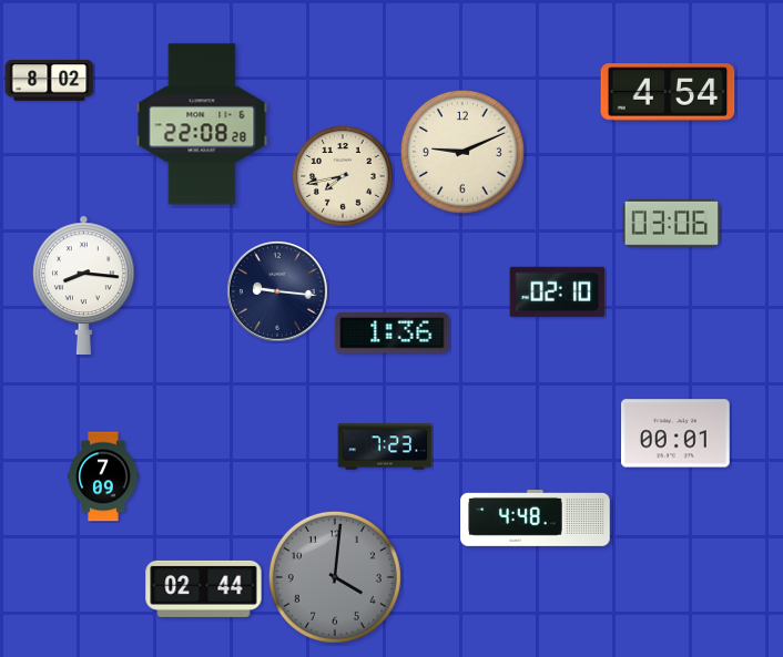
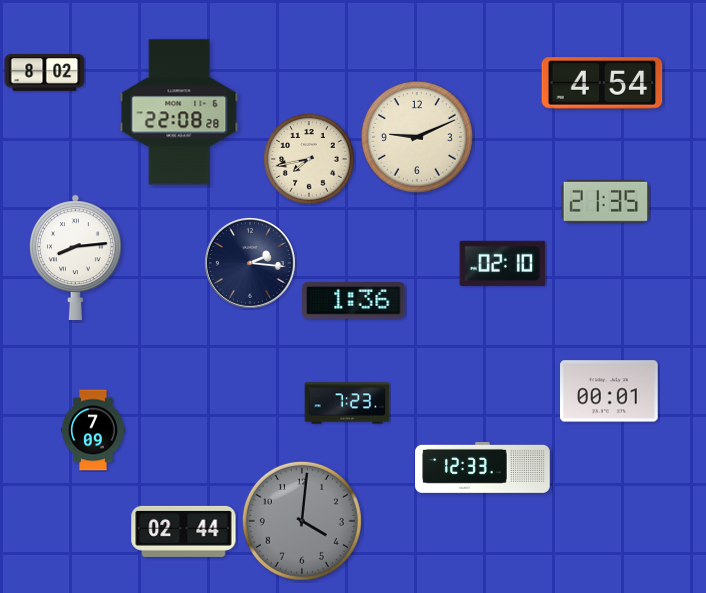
clock at (202, 124) position: (202, 124) -> (179, 112)
clock at (672, 223): 03:06 -> 21:35
clock at (83, 285): 8:16 -> 8:14
clock at (278, 292): 9:16 -> 2:16
clock at (536, 517): 4:48 -> 12:33
